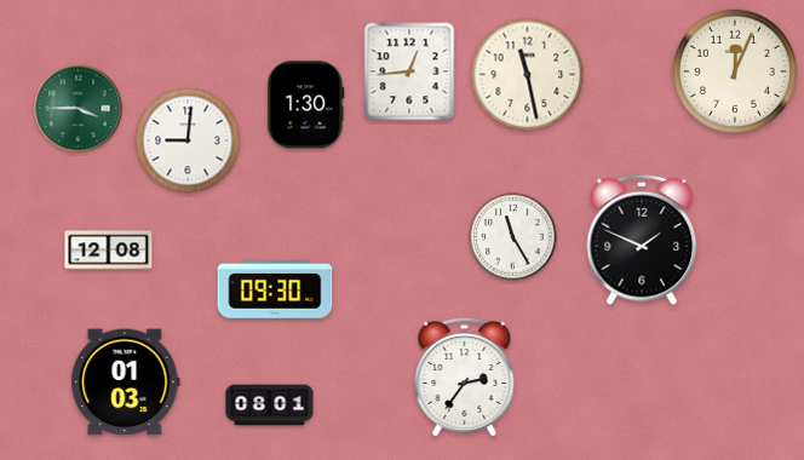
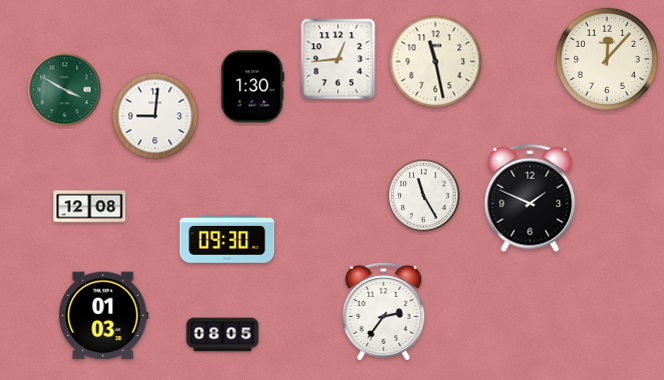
clock at (735, 71): 12:04 -> 12:07
clock at (79, 109): 3:45 -> 3:50
clock at (270, 406): 08:01 -> 08:05
